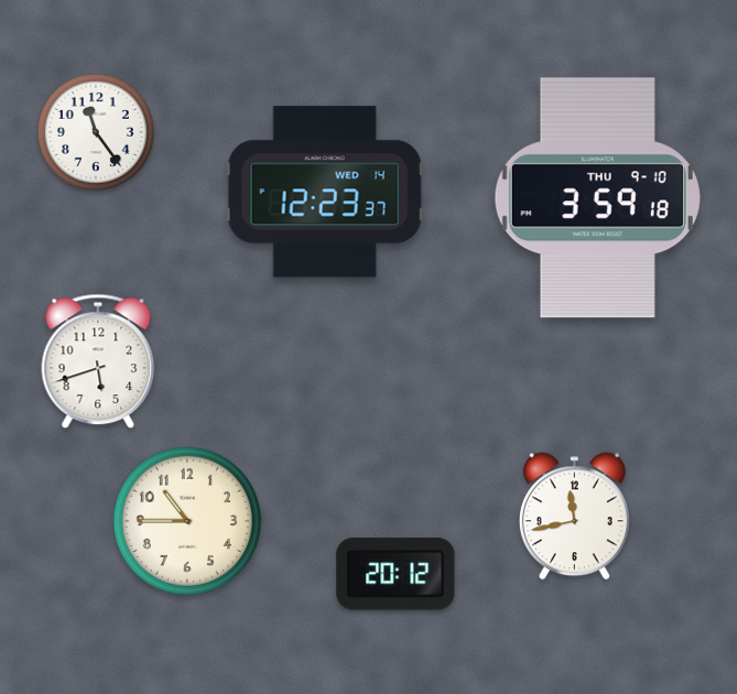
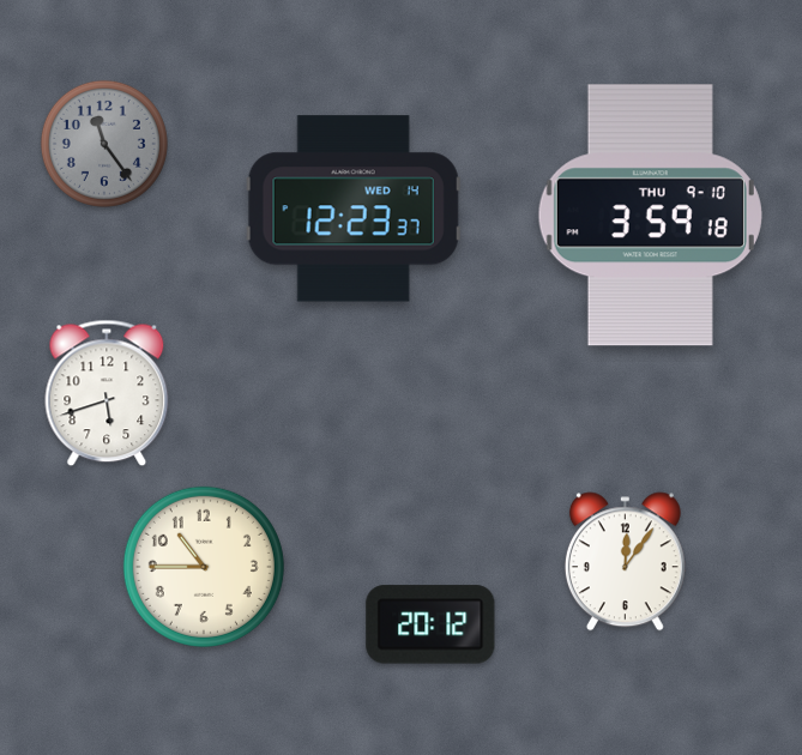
clock at (96, 132) dial: white -> grey
clock at (574, 517): 11:43 -> 12:06
